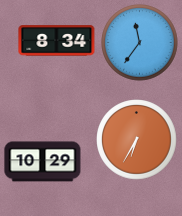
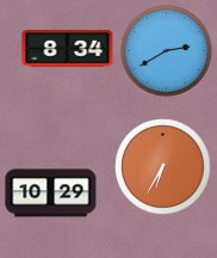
clock at (140, 43): 11:36 -> 2:40
